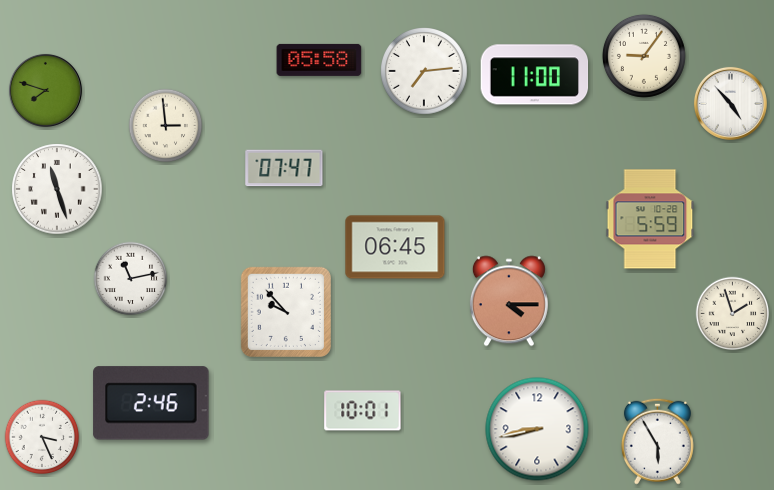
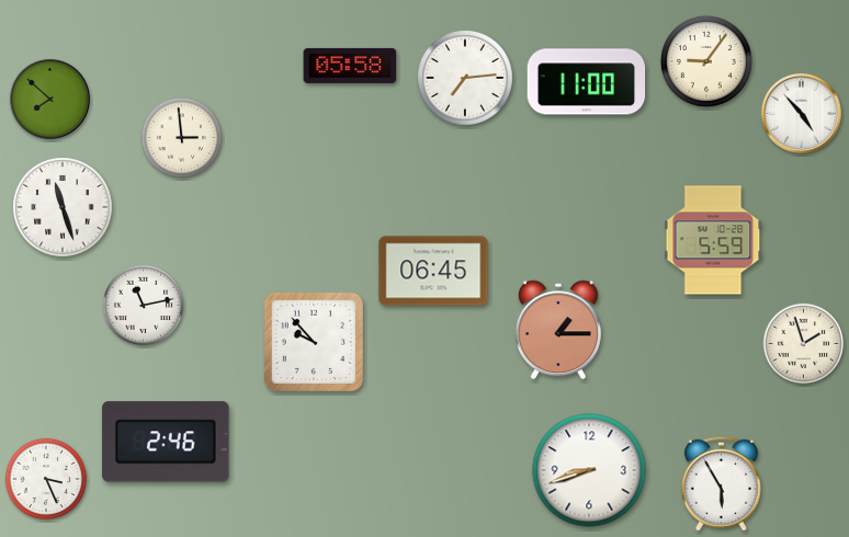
clock at (45, 90): 7:48 -> 7:52
clock at (284, 168): 07:47 -> none
clock at (509, 301): 4:15 -> 1:15
clock at (363, 411): 10:01 -> none
clock at (537, 429): 8:43 -> 8:42
